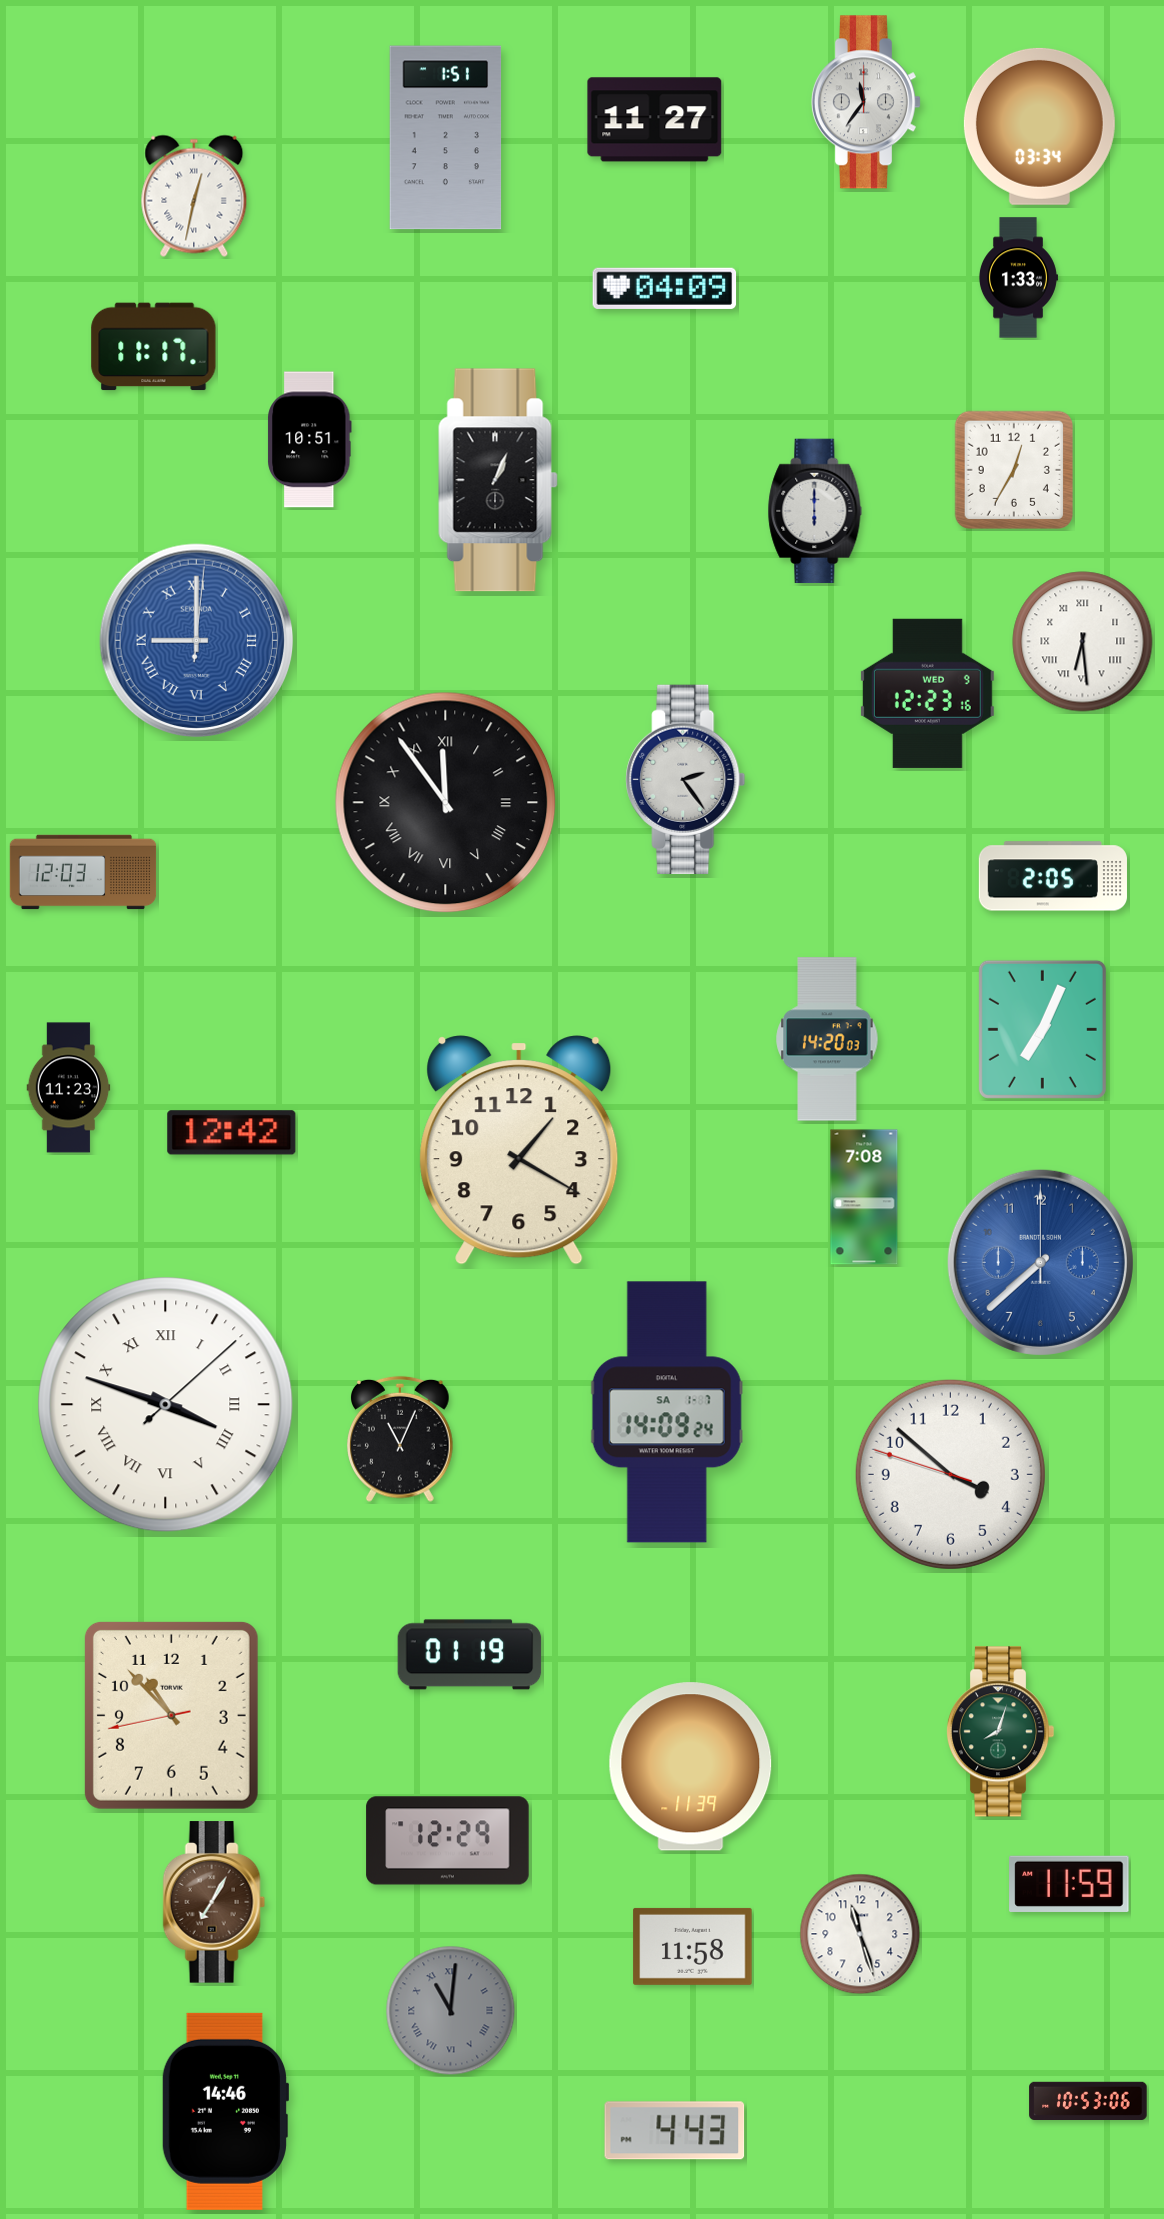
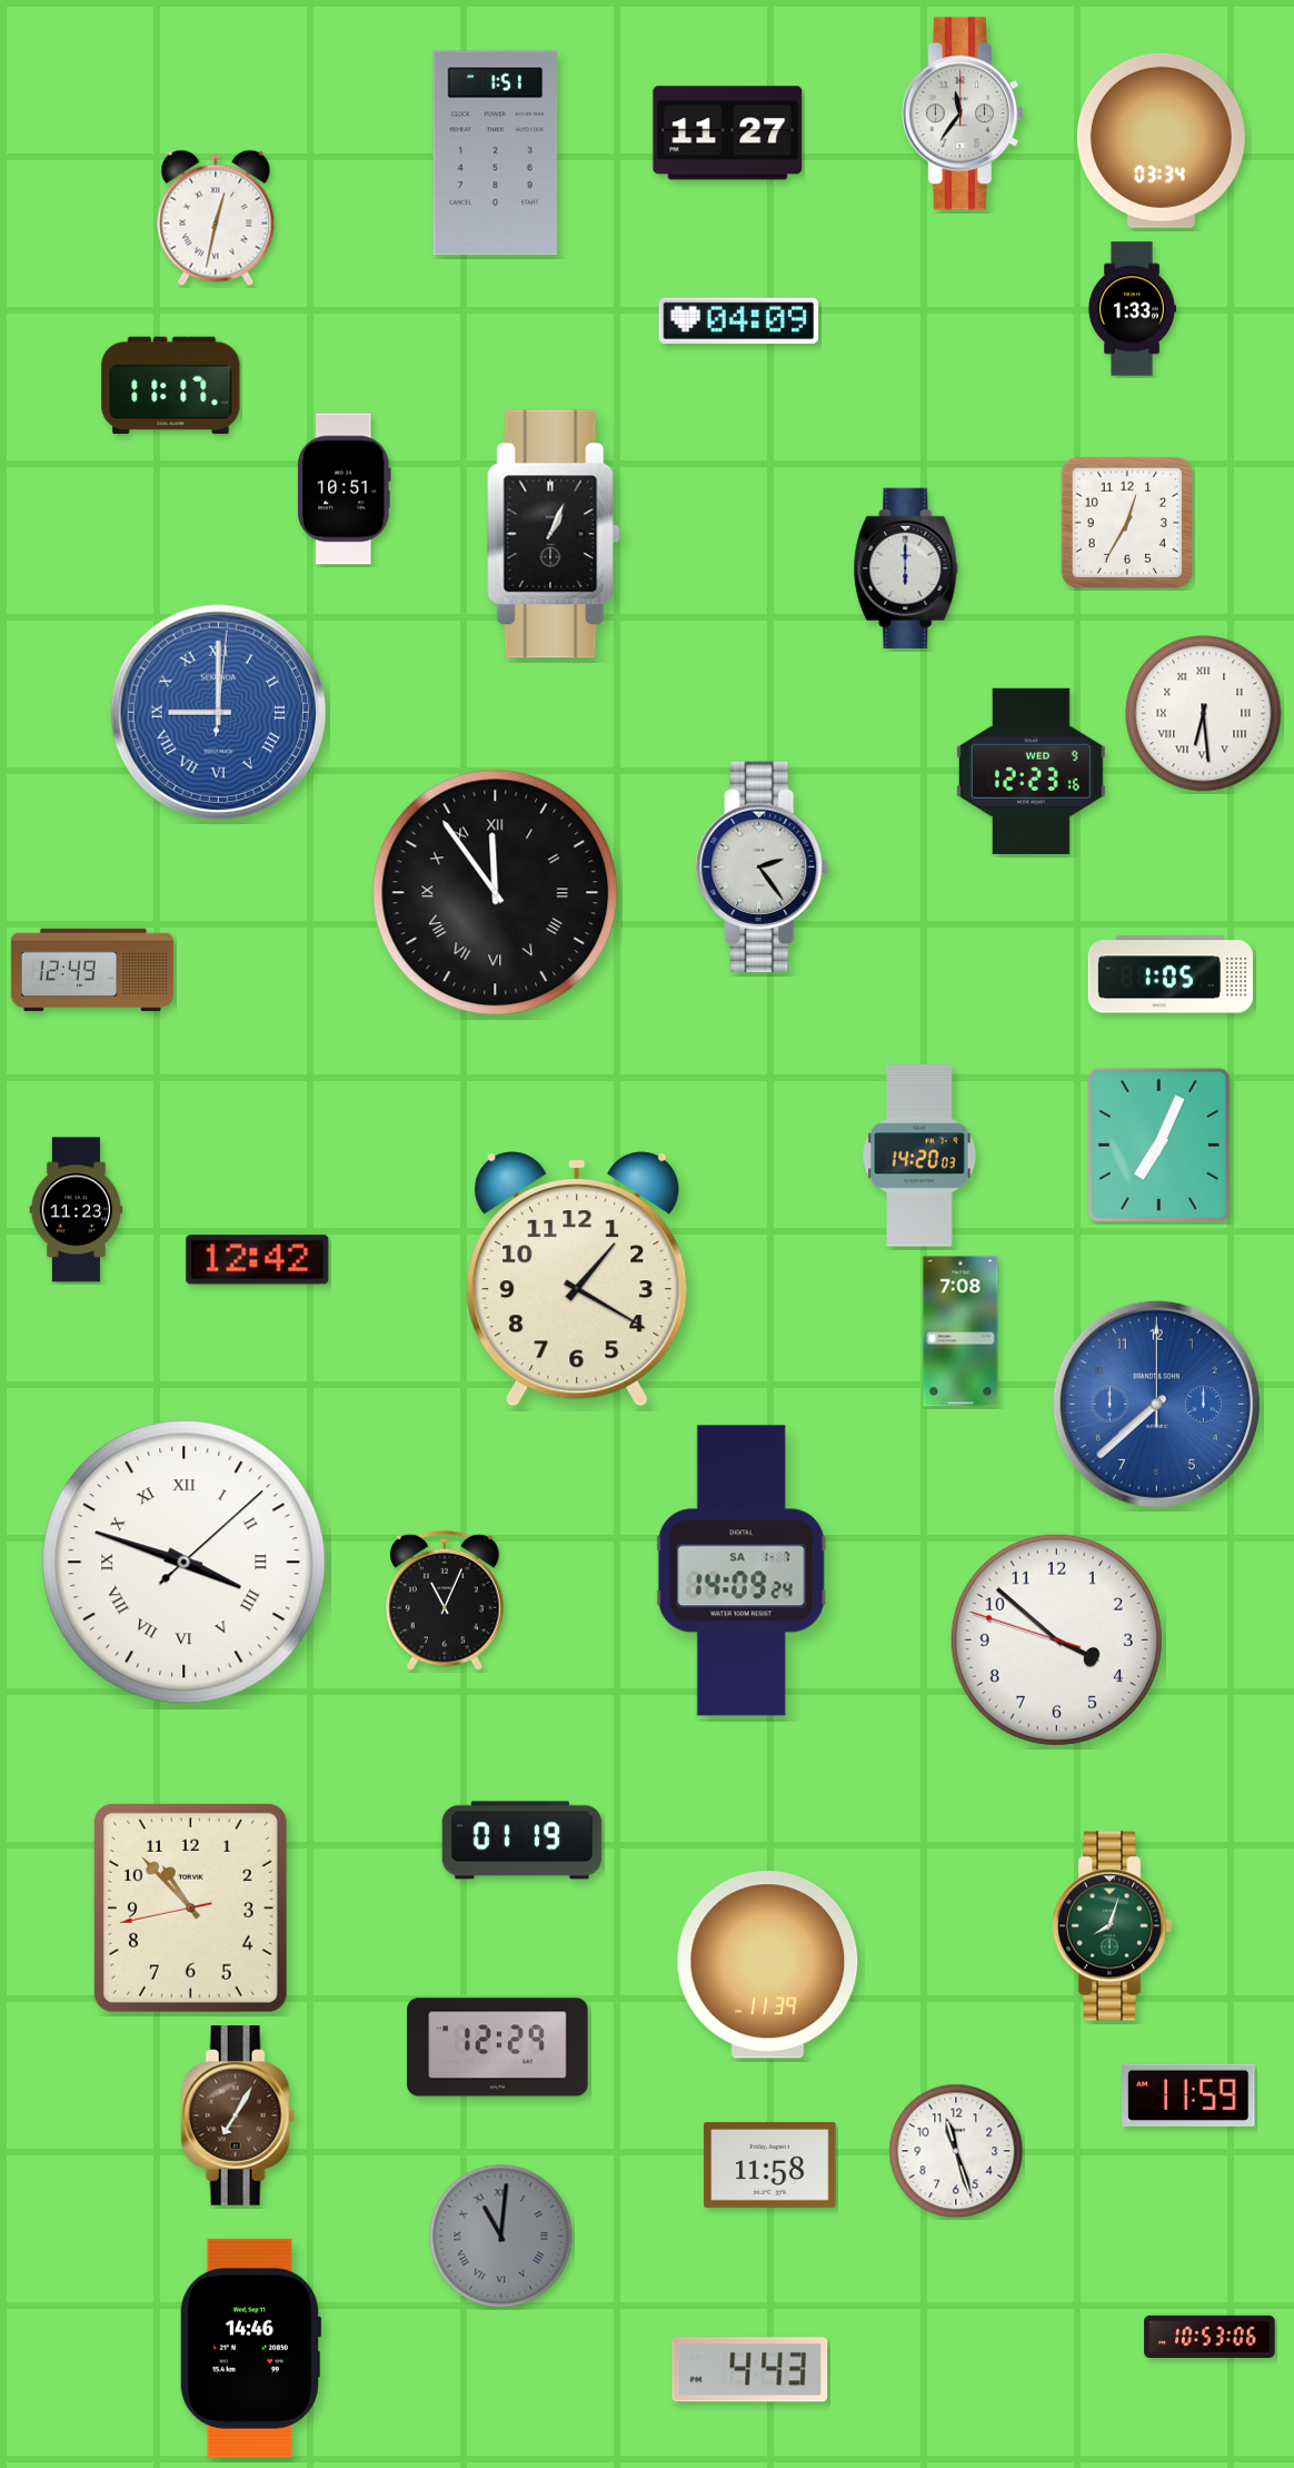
clock at (1039, 126) position: (1039, 126) -> (1161, 140)
clock at (83, 872): 12:03 -> 12:49
clock at (1053, 876): 2:05 -> 1:05
